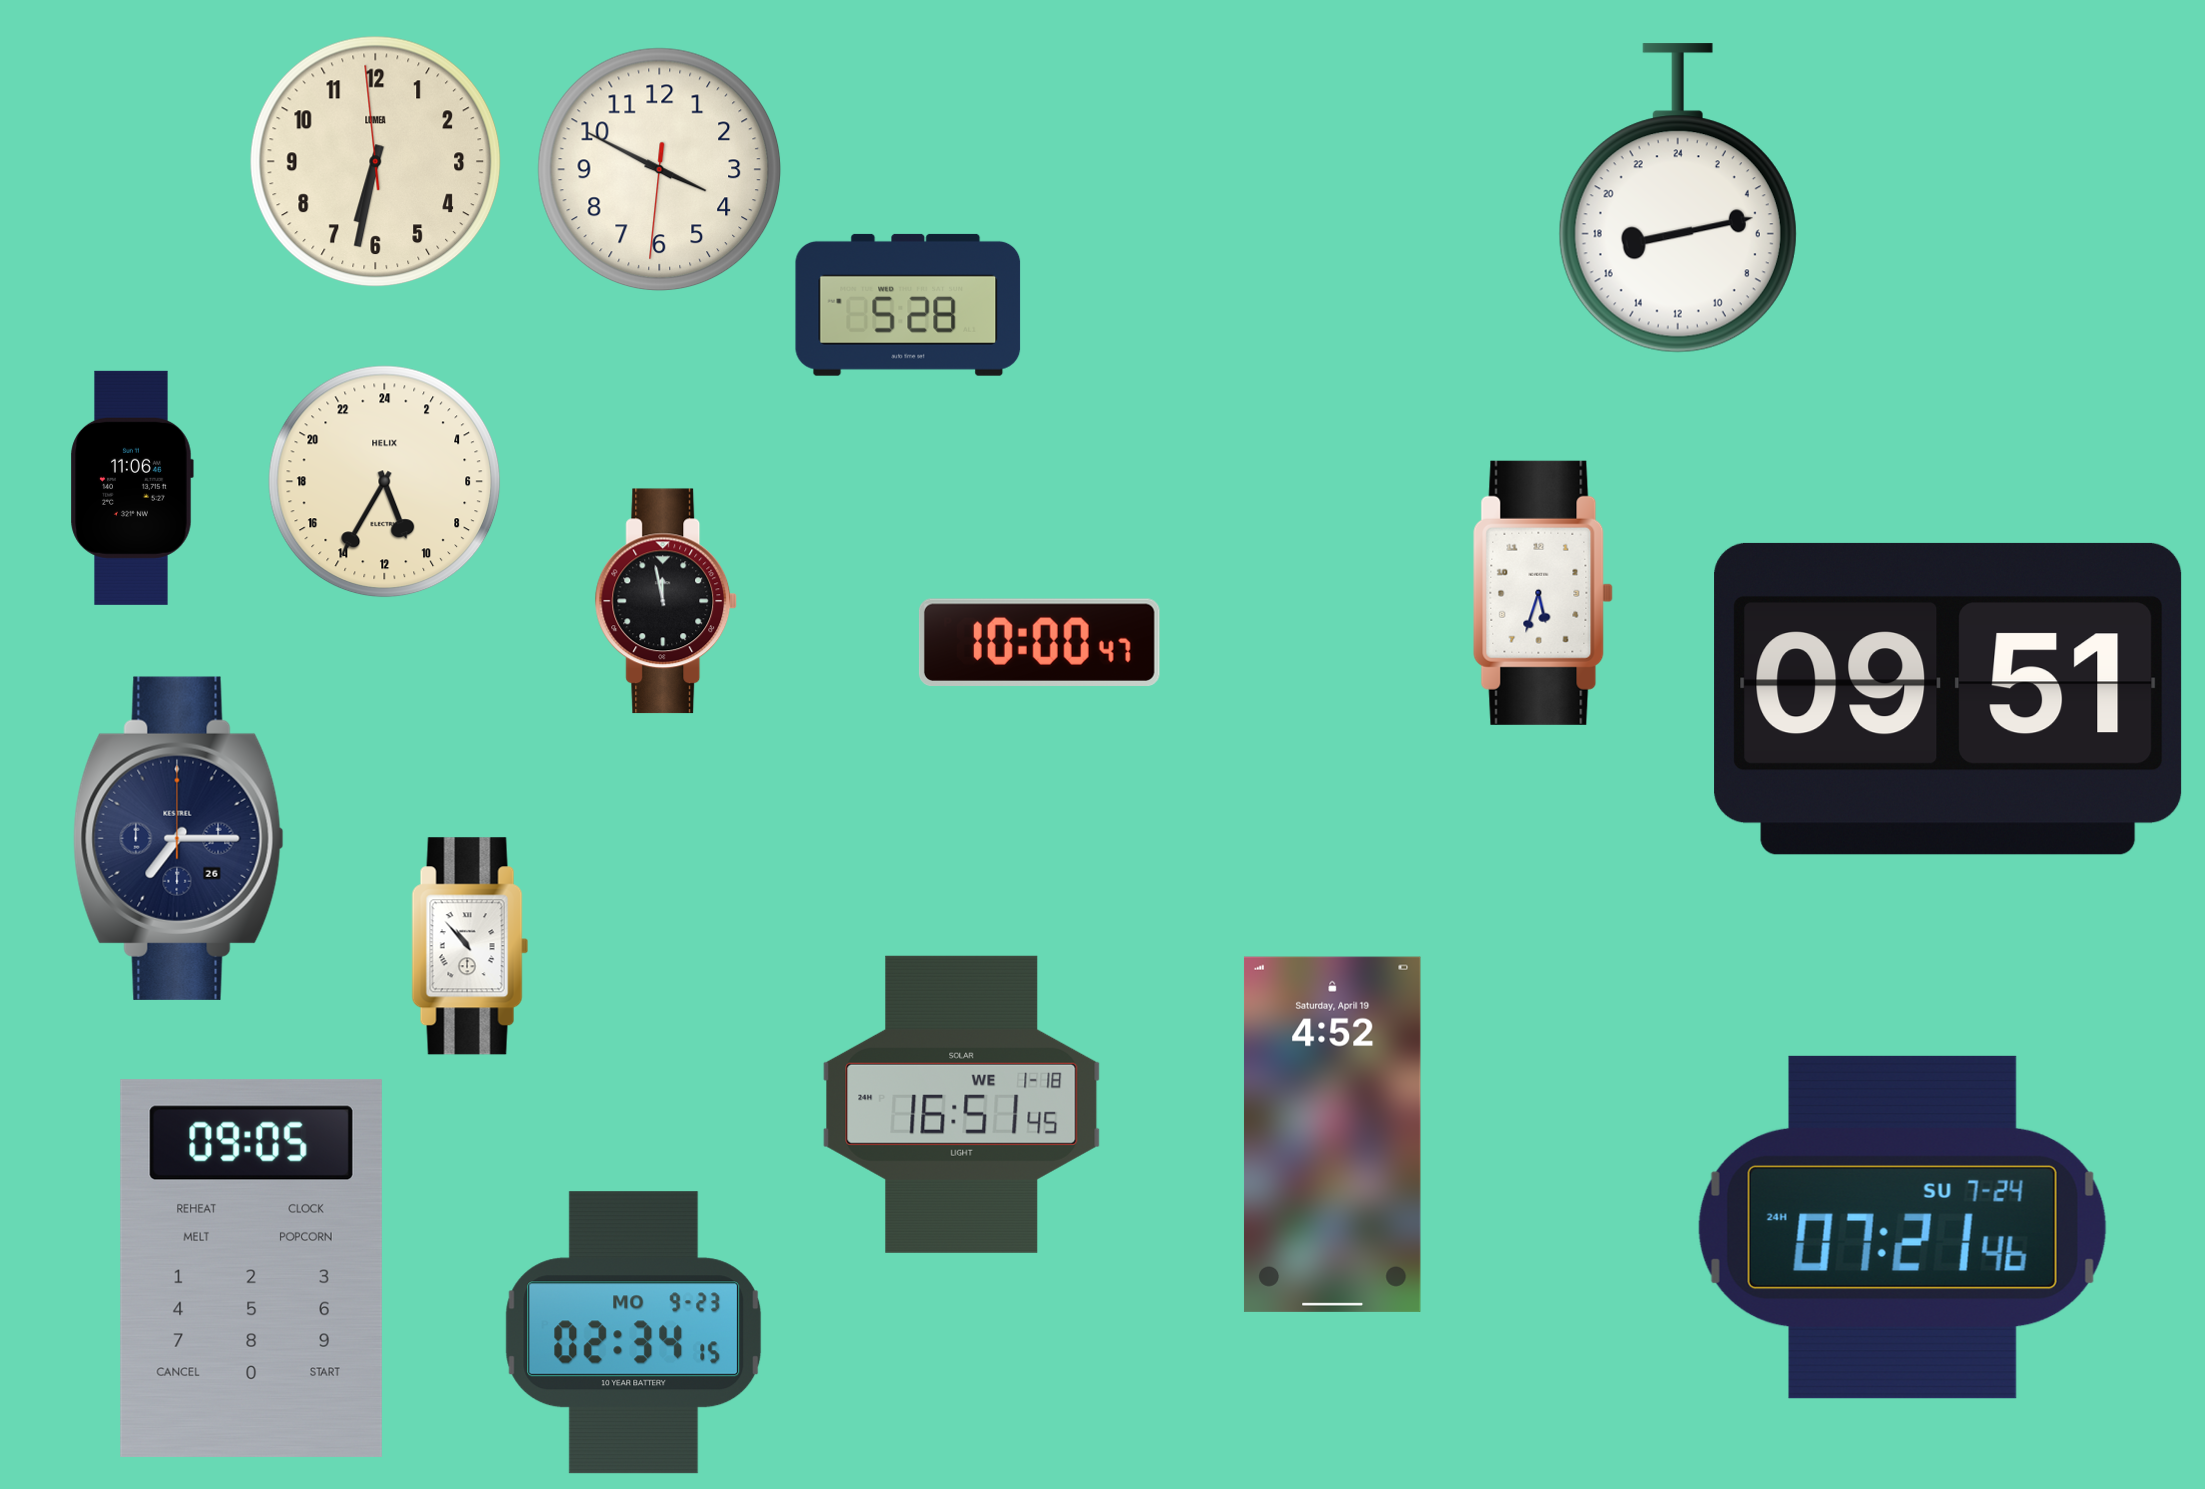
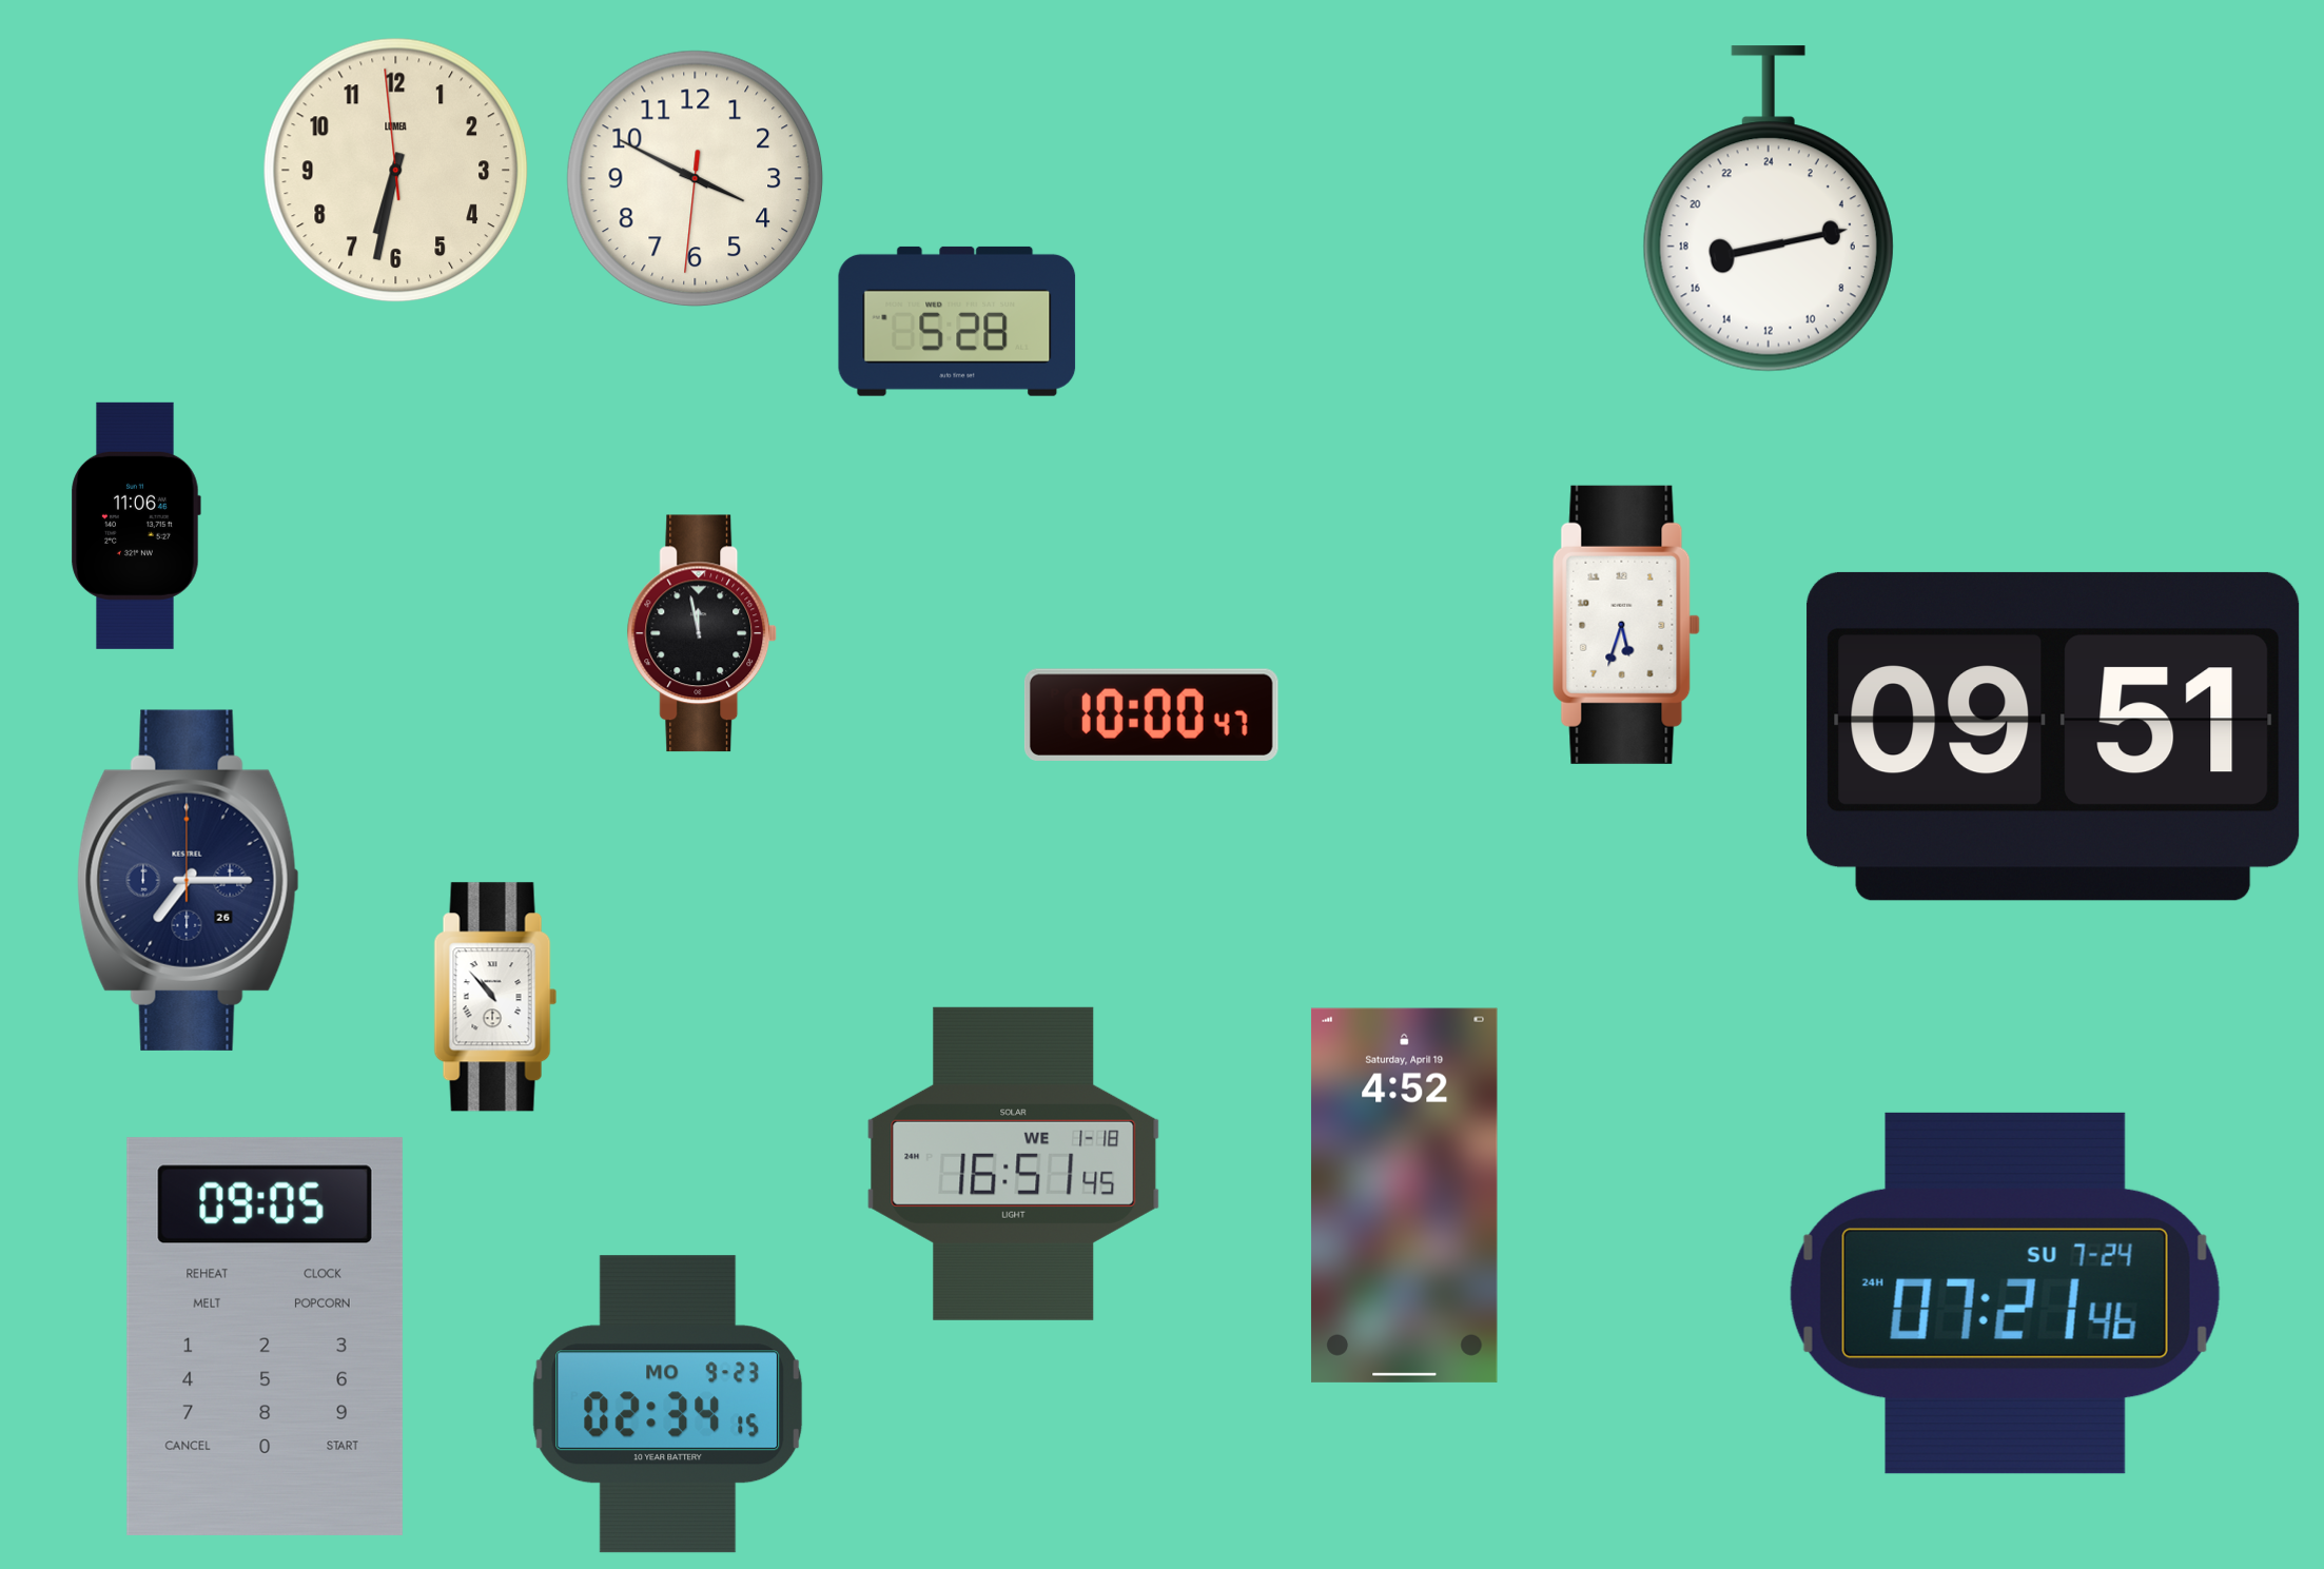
clock at (385, 482): 10:35 -> none
clock at (132, 488) position: (132, 488) -> (136, 526)
clock at (1039, 642) position: (1039, 642) -> (1151, 714)
clock at (179, 838) position: (179, 838) -> (189, 880)
